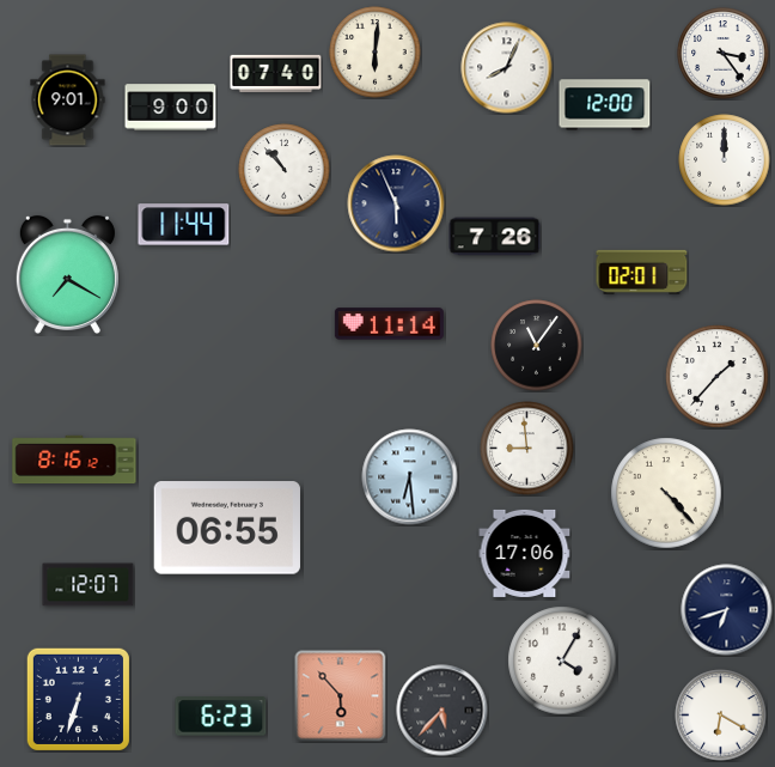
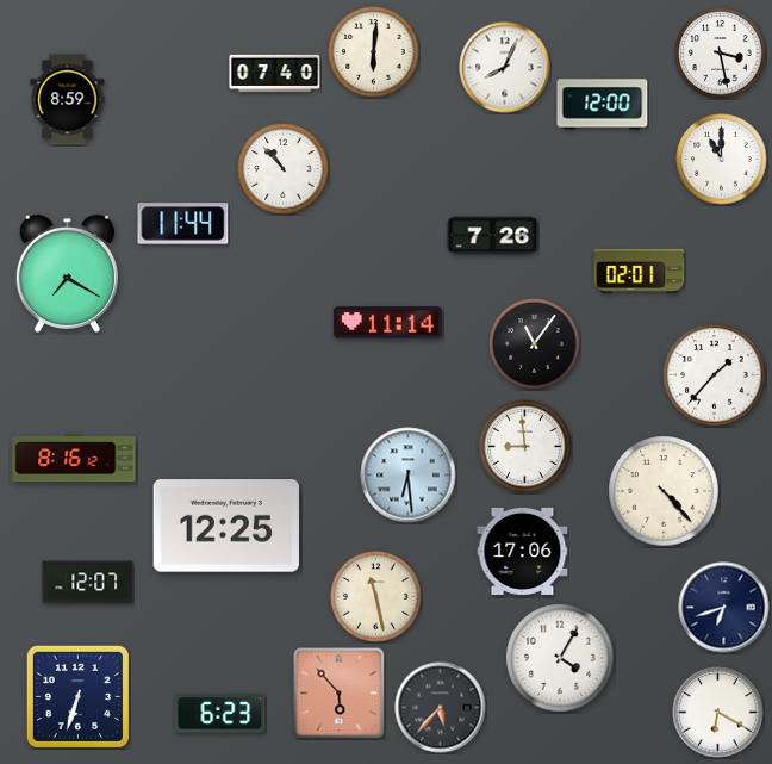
clock at (724, 54): 3:24 -> 3:28
clock at (68, 101): 9:01 -> 8:59
clock at (171, 108): 9:00 -> none
clock at (725, 160): 12:00 -> 11:00
clock at (396, 203): 5:56 -> none
clock at (226, 528): 06:55 -> 12:25
clock at (376, 597): none -> 11:28
